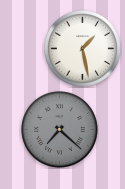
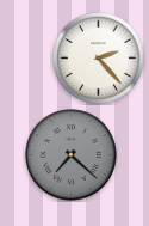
clock at (82, 48): 1:28 -> 2:23
